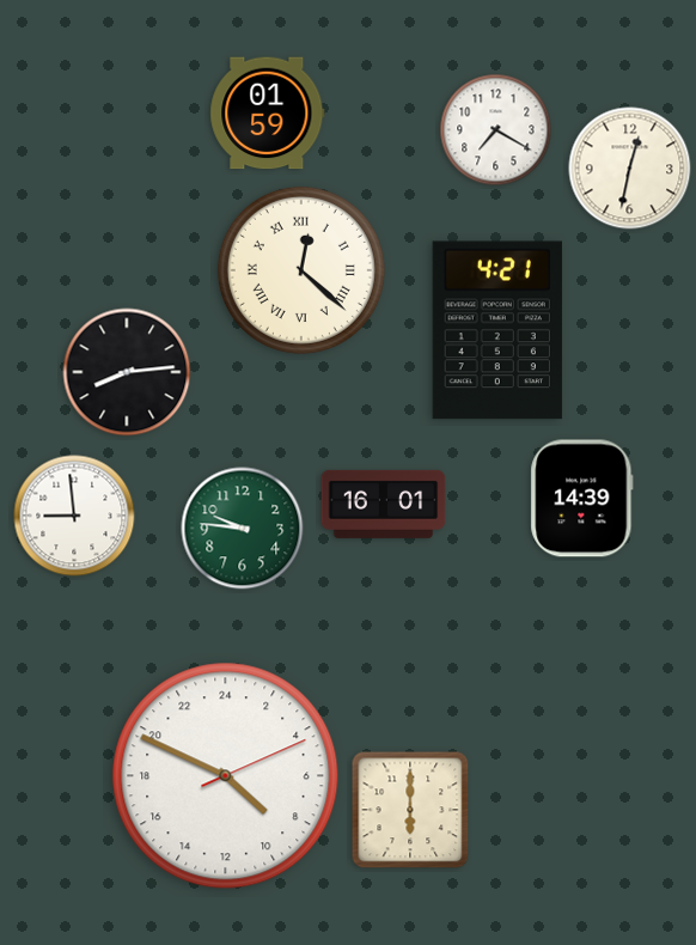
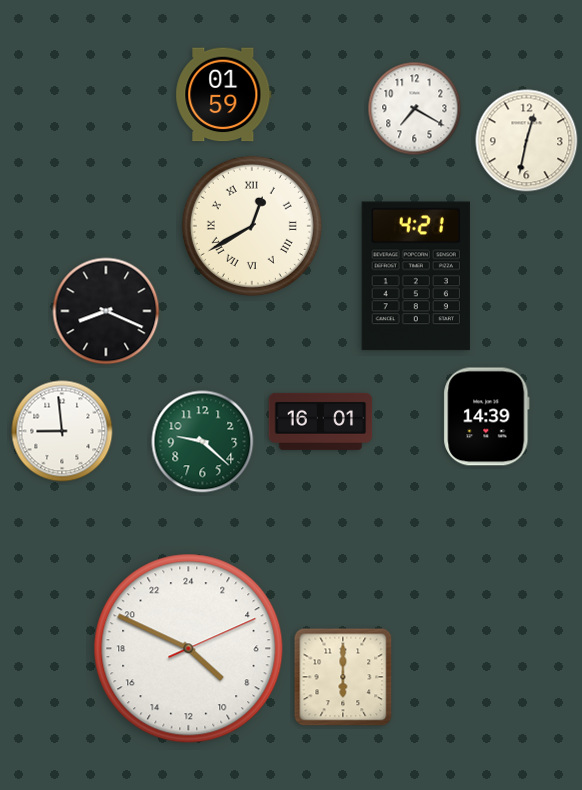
clock at (301, 270): 12:22 -> 12:40
clock at (127, 372): 8:14 -> 8:19
clock at (243, 529): 9:46 -> 9:22
